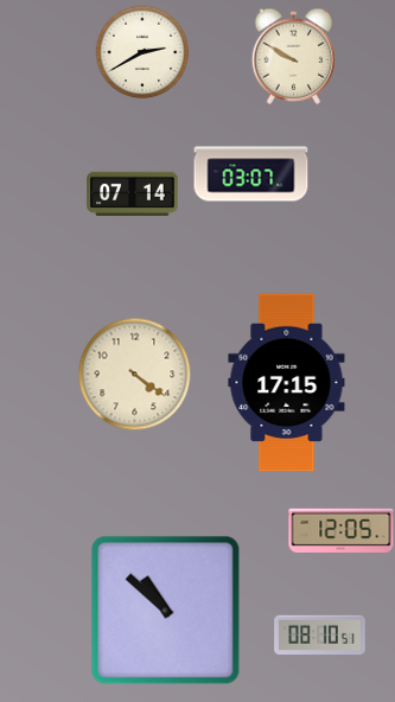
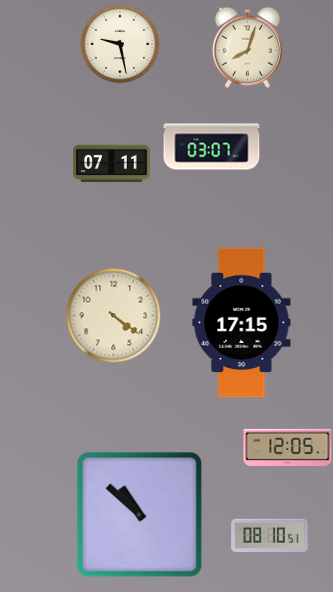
clock at (142, 52): 2:40 -> 9:28
clock at (294, 56): 9:50 -> 8:03
clock at (133, 193): 07:14 -> 07:11
